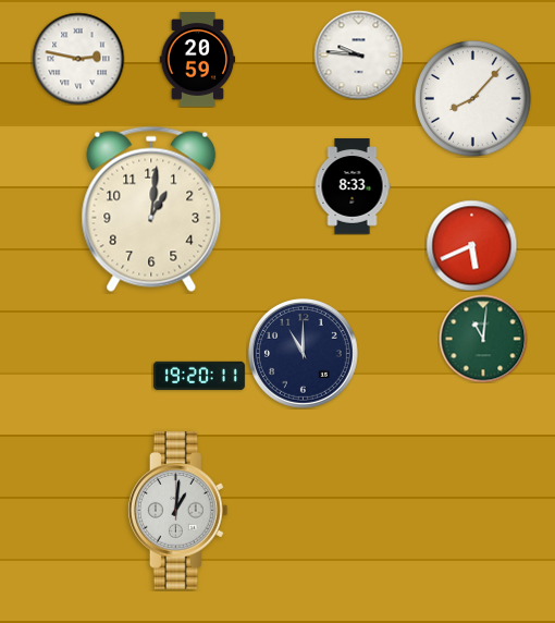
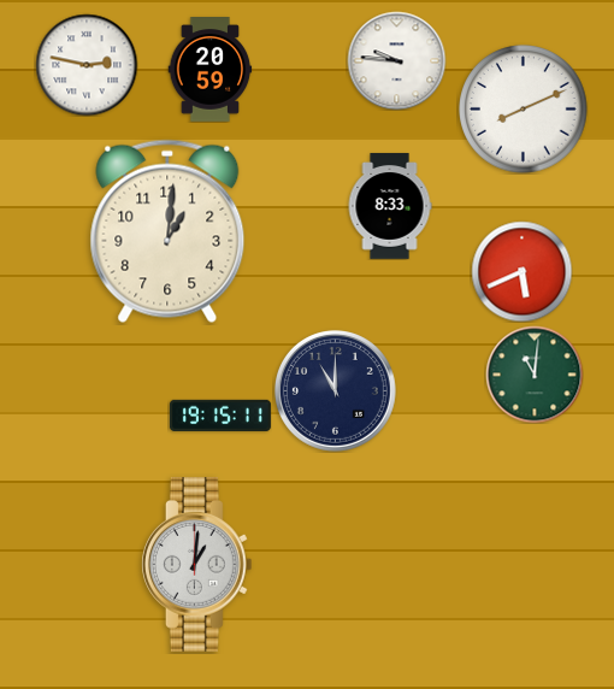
clock at (198, 60) position: (198, 60) -> (211, 70)
clock at (473, 99): 8:07 -> 8:11
clock at (199, 376): 19:20 -> 19:15
